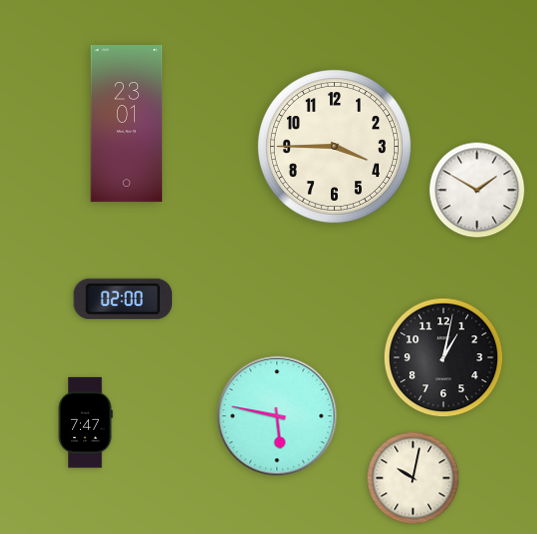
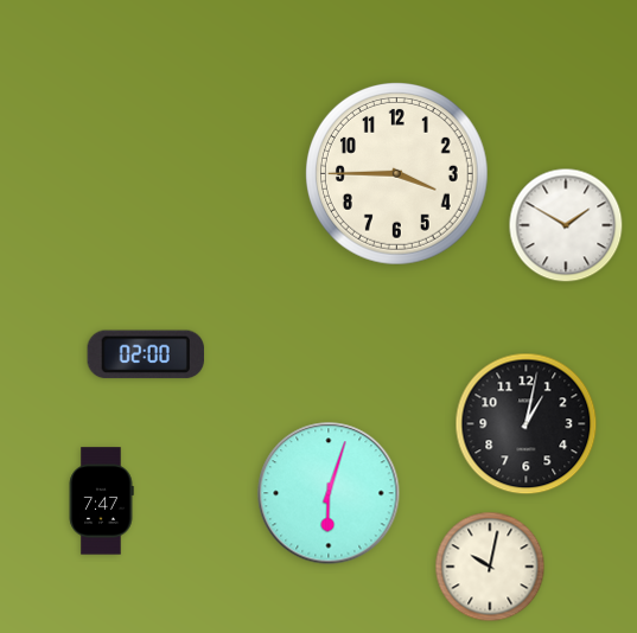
clock at (127, 124): 23:01 -> none
clock at (277, 416): 5:47 -> 6:03
